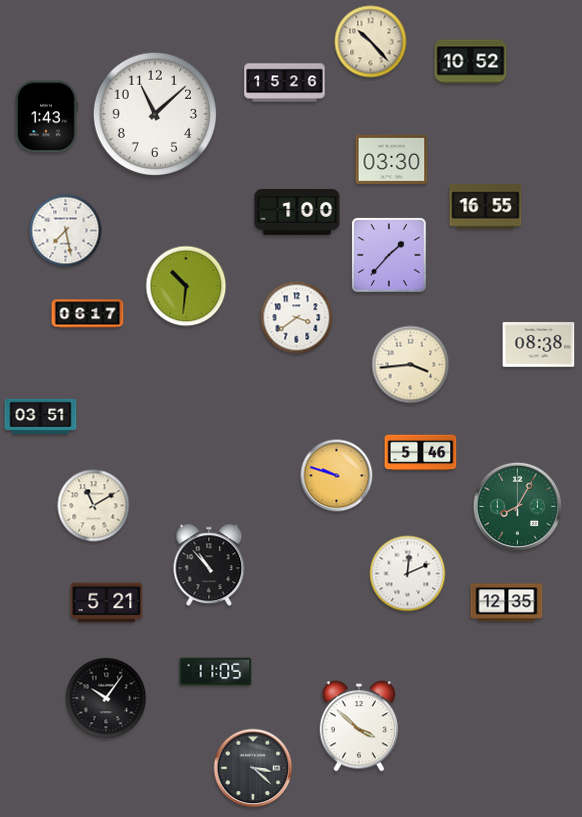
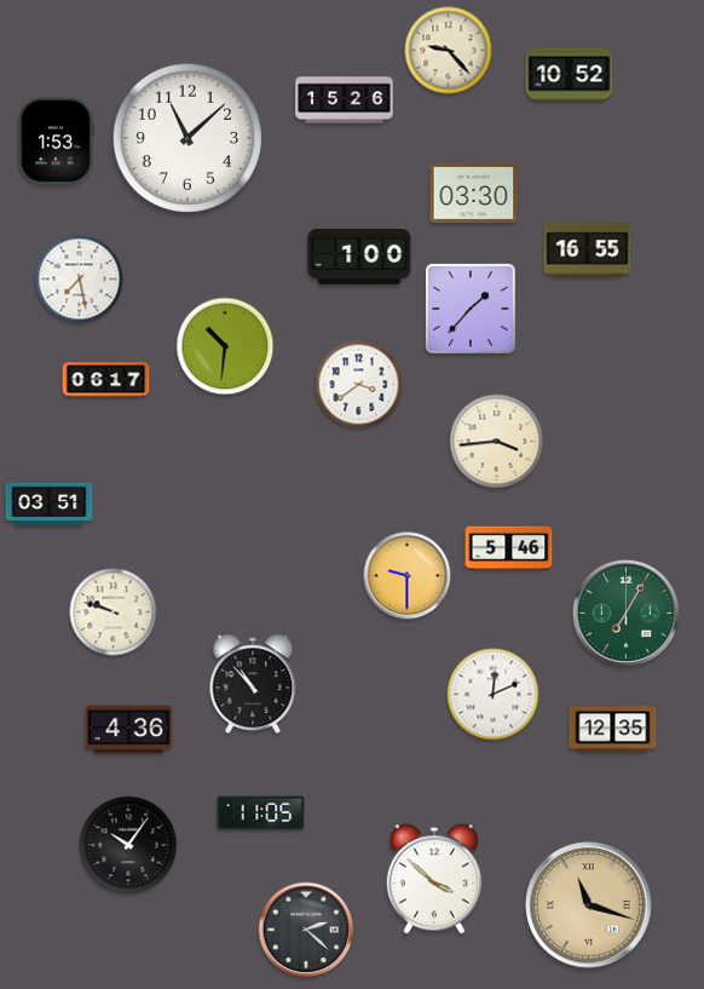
clock at (371, 42): 10:23 -> 9:23
clock at (46, 117): 1:43 -> 1:53
clock at (539, 345): 08:38 -> none
clock at (337, 476): 9:48 -> 9:30
clock at (94, 506): 11:10 -> 9:48
clock at (517, 506): 8:05 -> 7:05
clock at (107, 603): 5:21 -> 4:36
clock at (589, 905): none -> 11:18
clock at (253, 768): 3:22 -> 2:22
